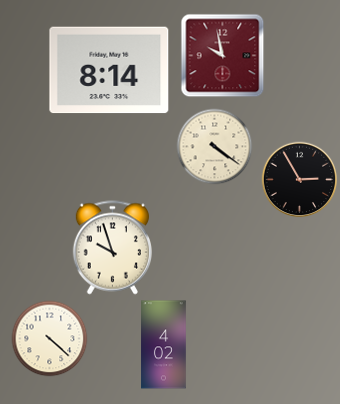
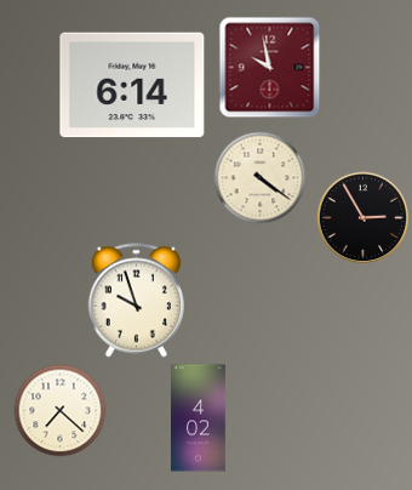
clock at (109, 70): 8:14 -> 6:14
clock at (50, 339): 4:22 -> 7:22
